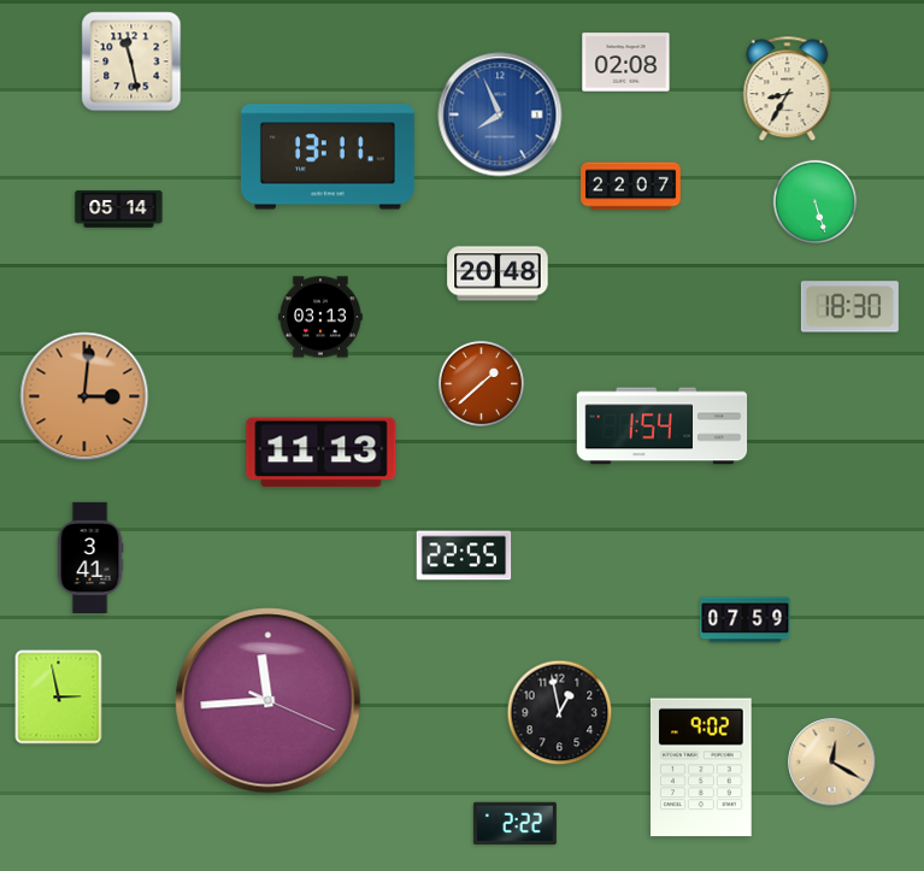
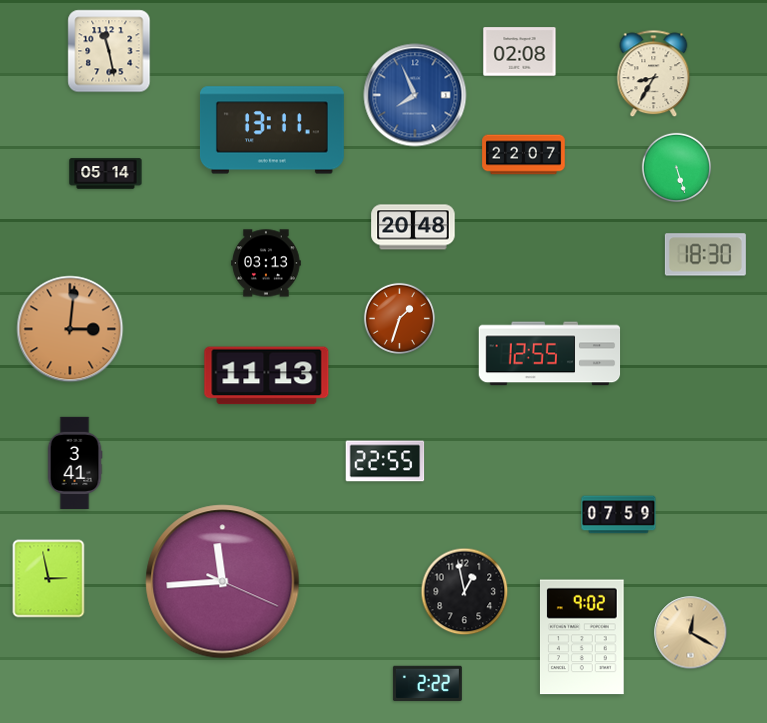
clock at (119, 210) position: (119, 210) -> (106, 174)
clock at (481, 383): 1:38 -> 1:33
clock at (663, 426): 1:54 -> 12:55
